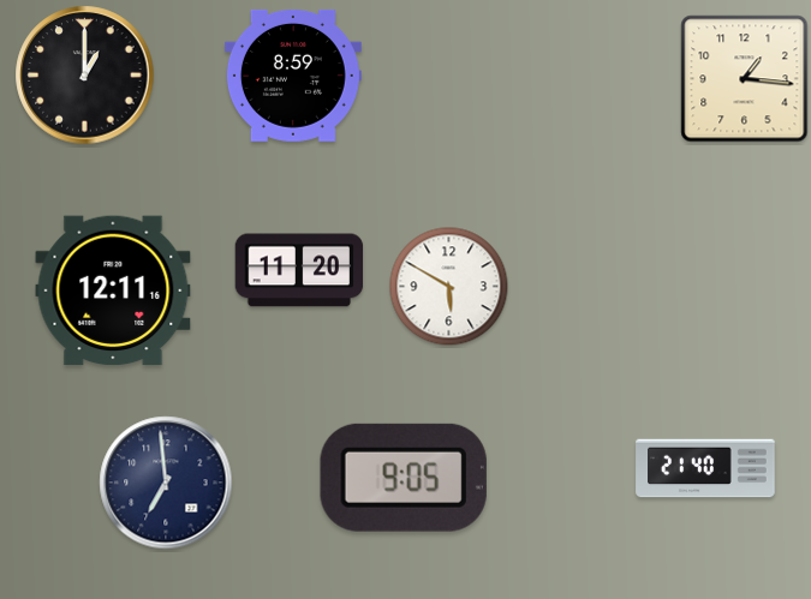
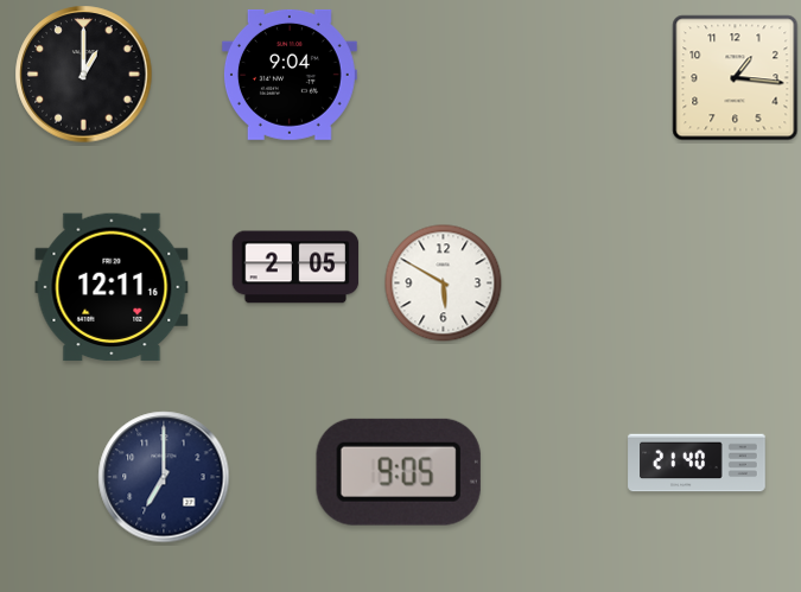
clock at (293, 76): 8:59 -> 9:04
clock at (299, 270): 11:20 -> 2:05
clock at (166, 483): 6:59 -> 7:00
